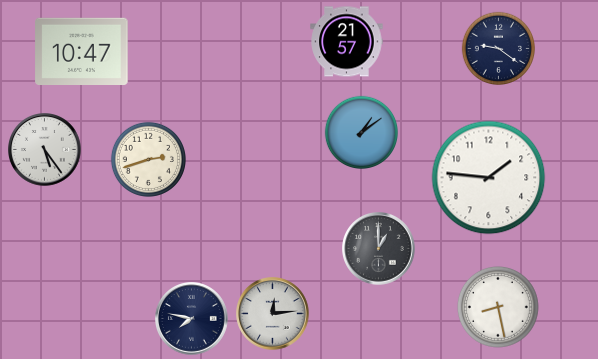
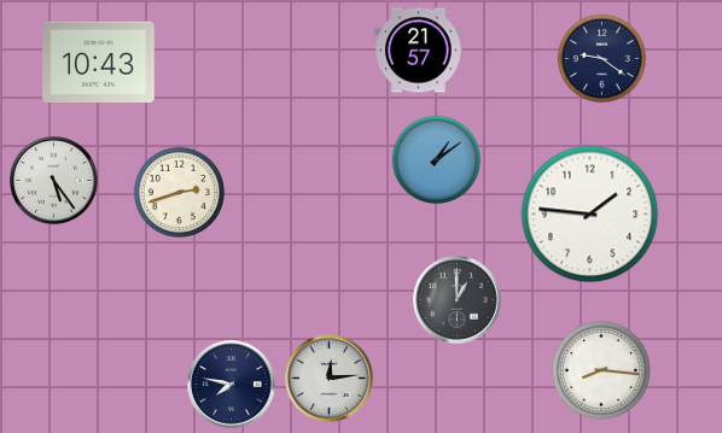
clock at (82, 51): 10:47 -> 10:43
clock at (498, 307): 8:28 -> 8:16
